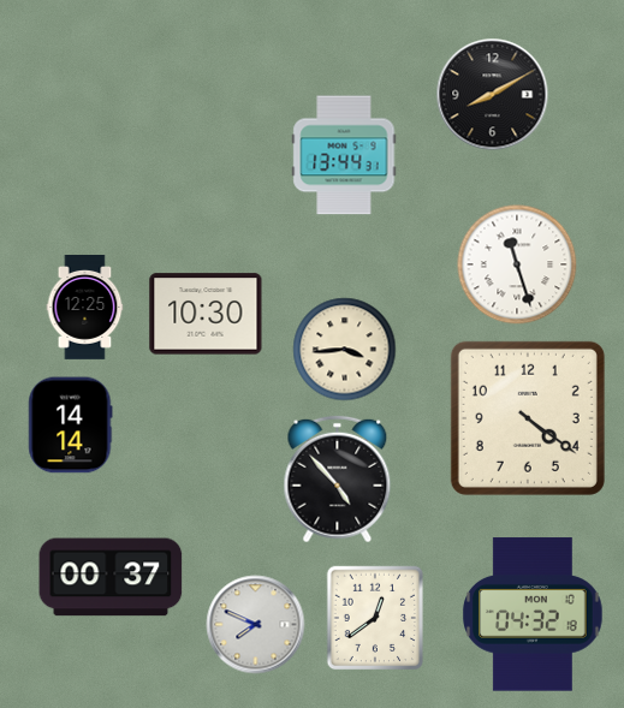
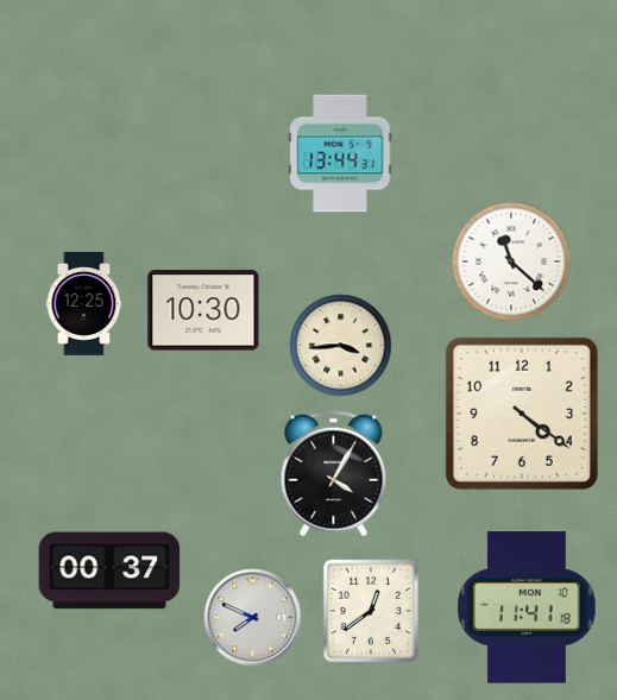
clock at (493, 95): 8:10 -> none
clock at (517, 264): 11:27 -> 11:22
clock at (71, 426): 14:14 -> none
clock at (338, 480): 4:53 -> 4:05
clock at (534, 614): 04:32 -> 11:41
